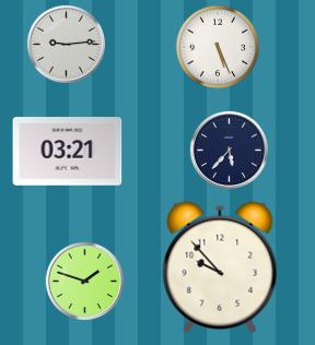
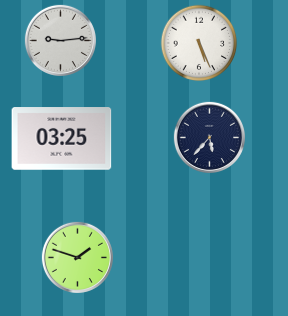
clock at (68, 152): 03:21 -> 03:25
clock at (220, 267): 9:53 -> none
